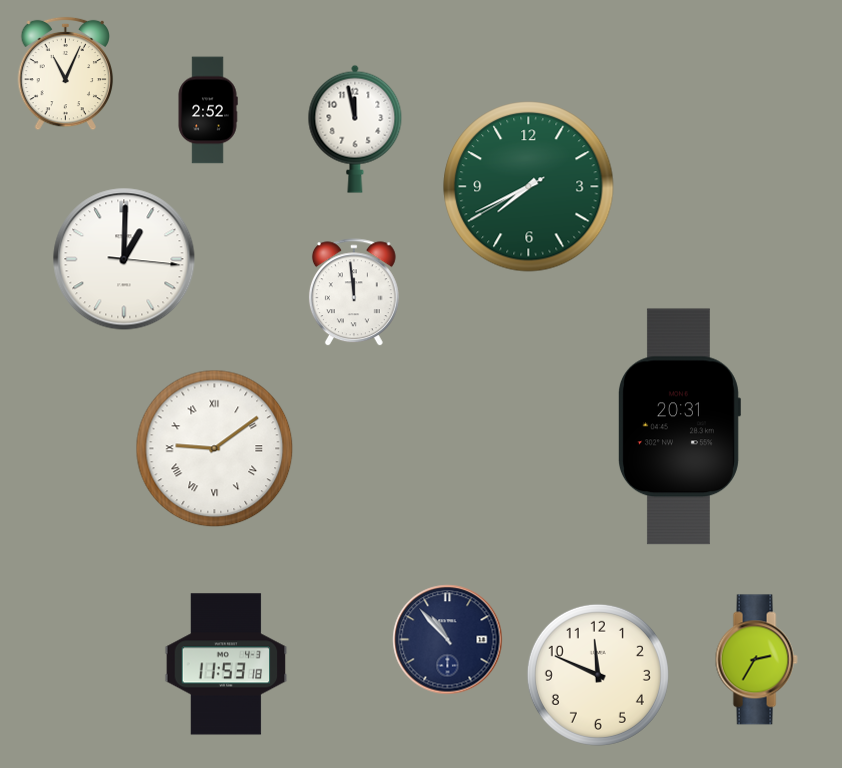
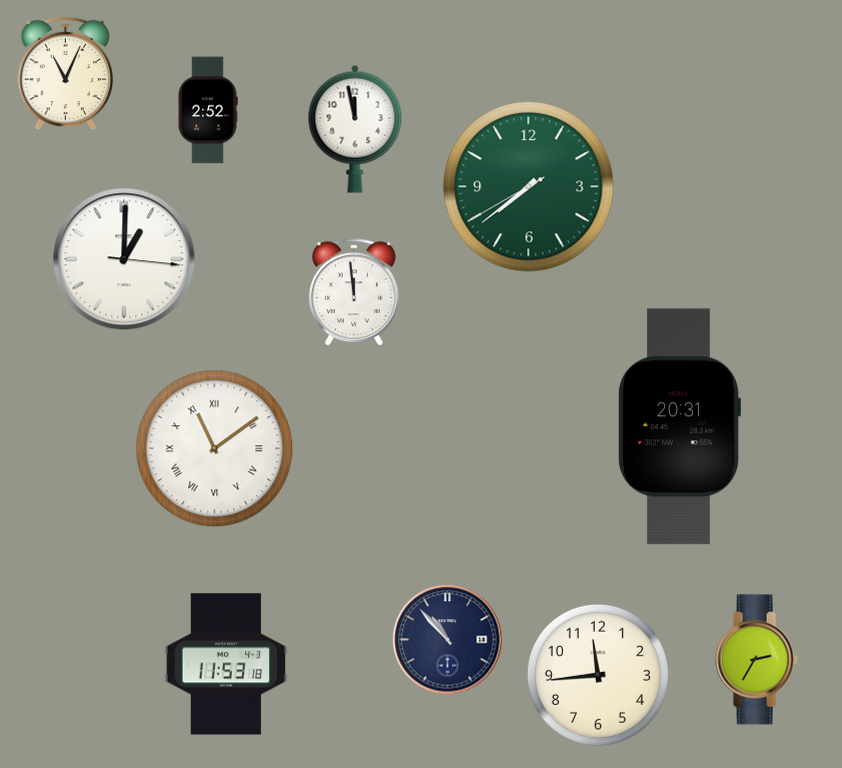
clock at (529, 187): 7:40 -> 7:38
clock at (215, 449): 9:09 -> 11:09
clock at (598, 675): 11:49 -> 11:44
